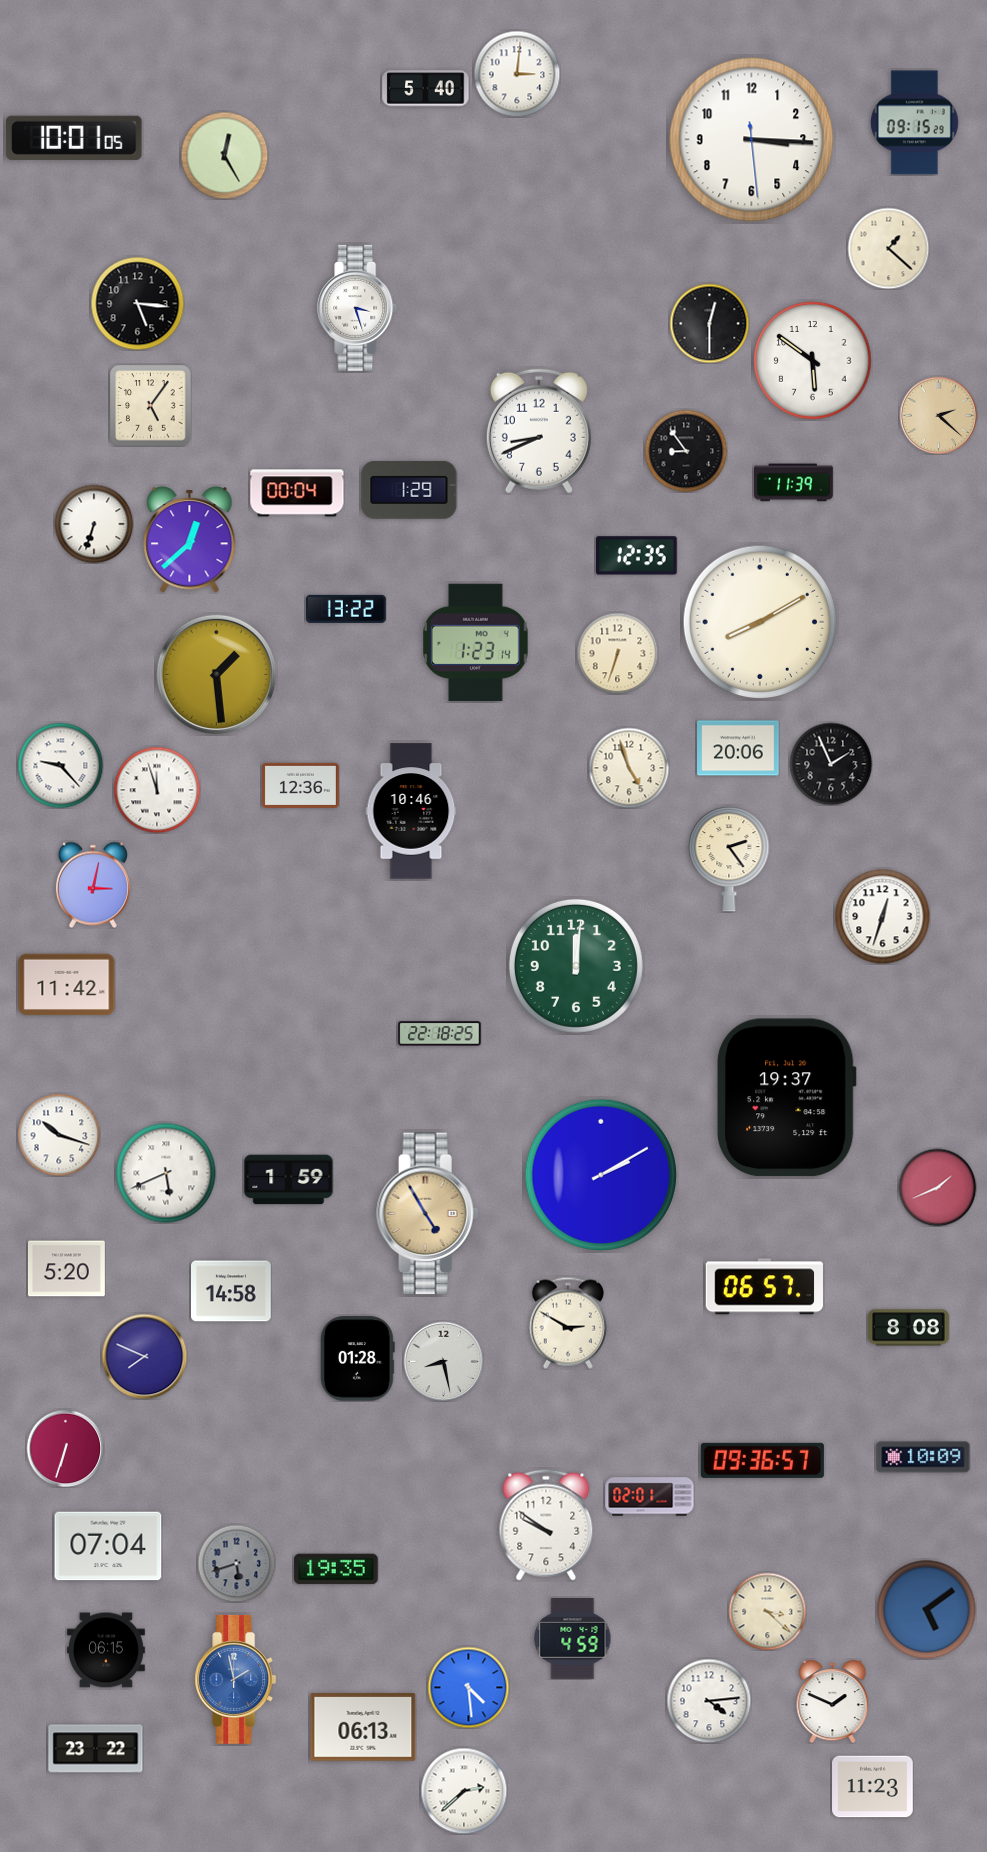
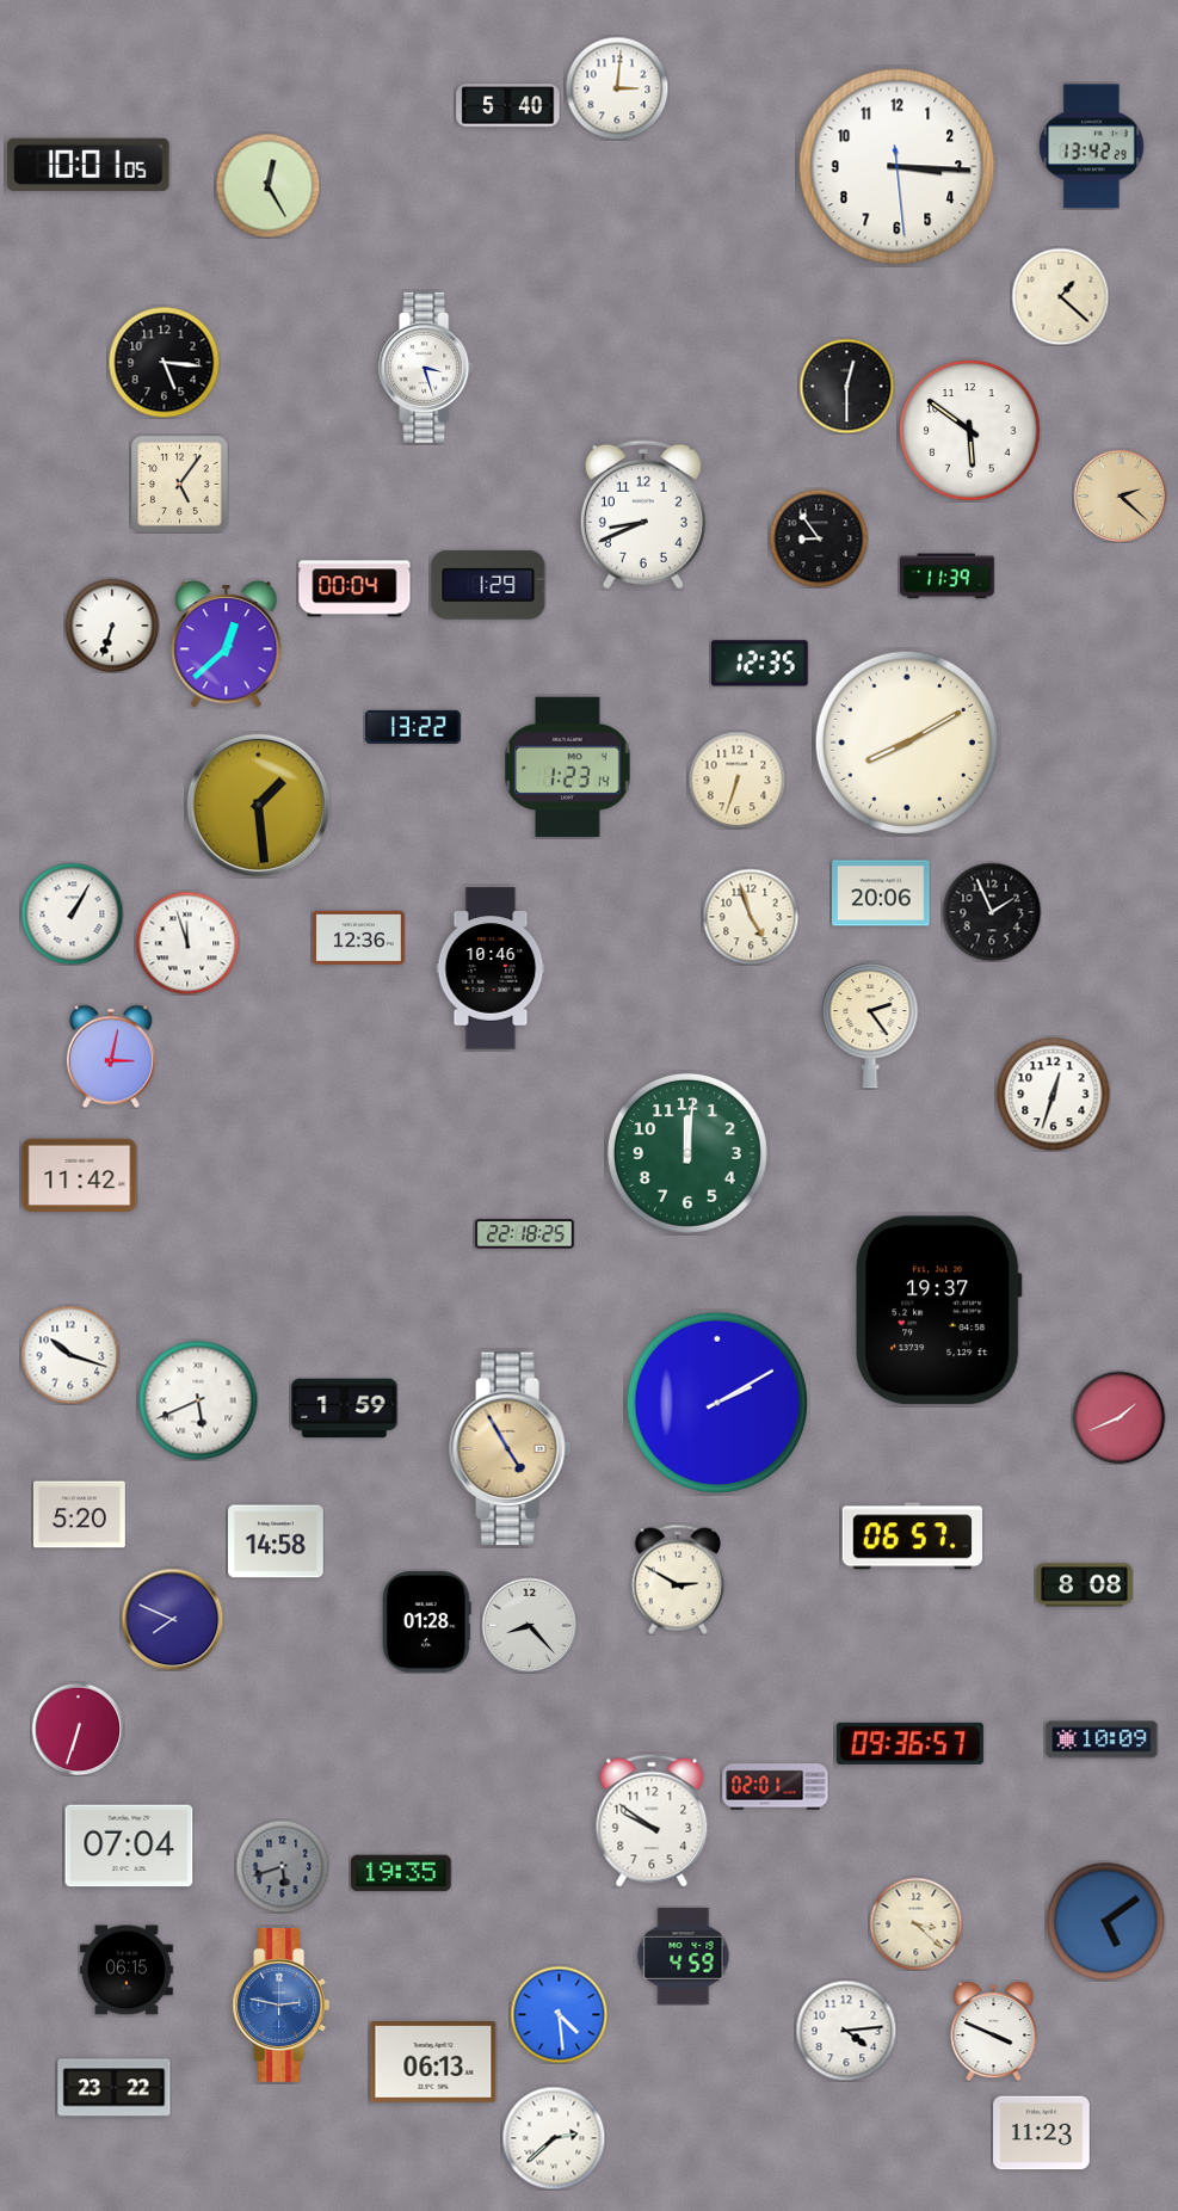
clock at (914, 123): 09:15 -> 13:42
clock at (60, 765): 9:23 -> 1:05
clock at (443, 1361): 8:28 -> 8:23
clock at (236, 1679): 1:58 -> 2:47
clock at (833, 1702): 1:49 -> 3:49
